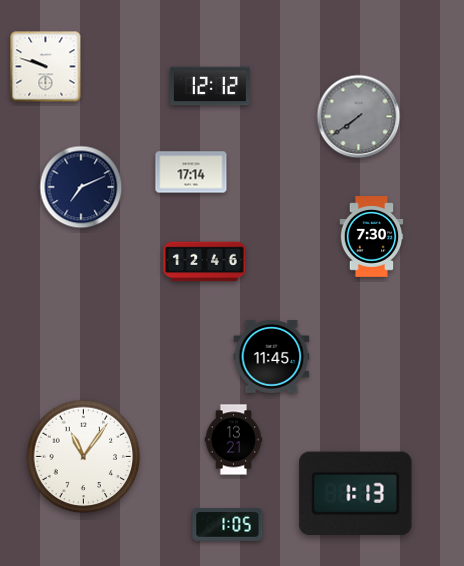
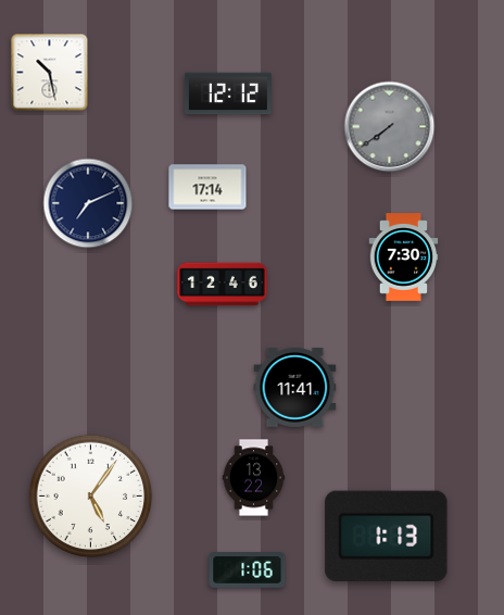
clock at (46, 67): 9:48 -> 10:28
clock at (272, 357): 11:45 -> 11:41
clock at (234, 440): 13:21 -> 13:22
clock at (84, 457): 11:06 -> 5:06
clock at (228, 525): 1:05 -> 1:06
